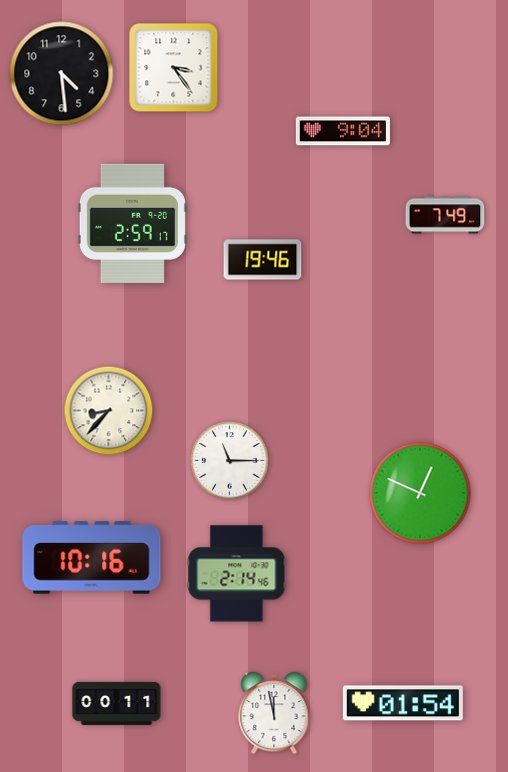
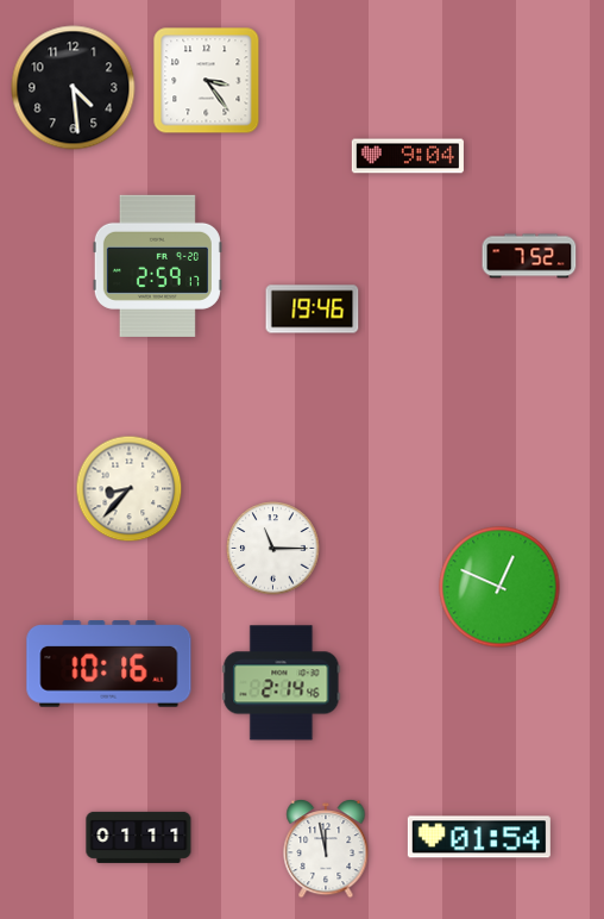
clock at (445, 215): 7:49 -> 7:52
clock at (117, 703): 00:11 -> 01:11
